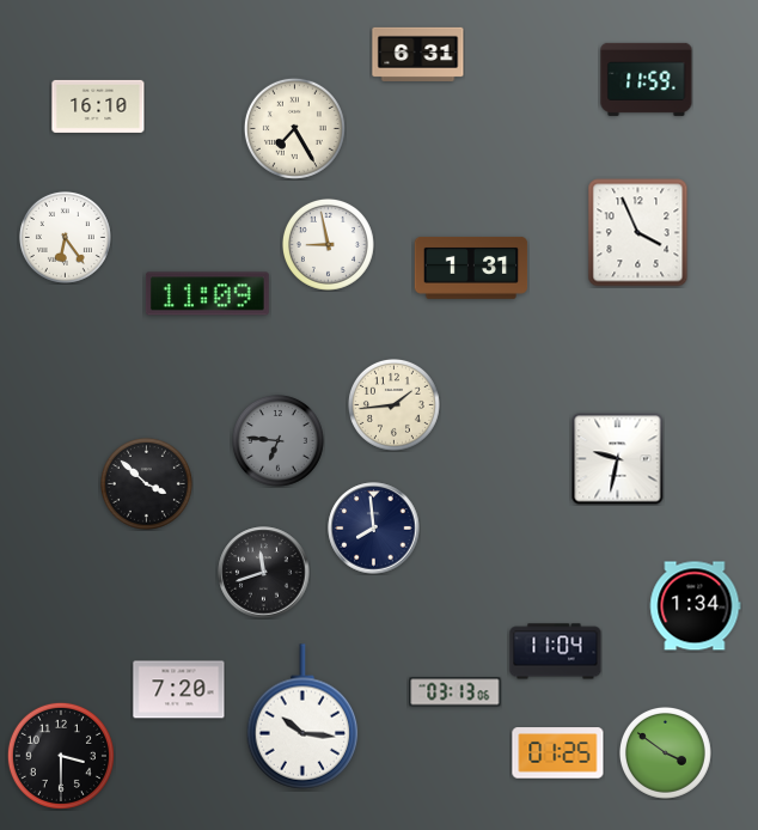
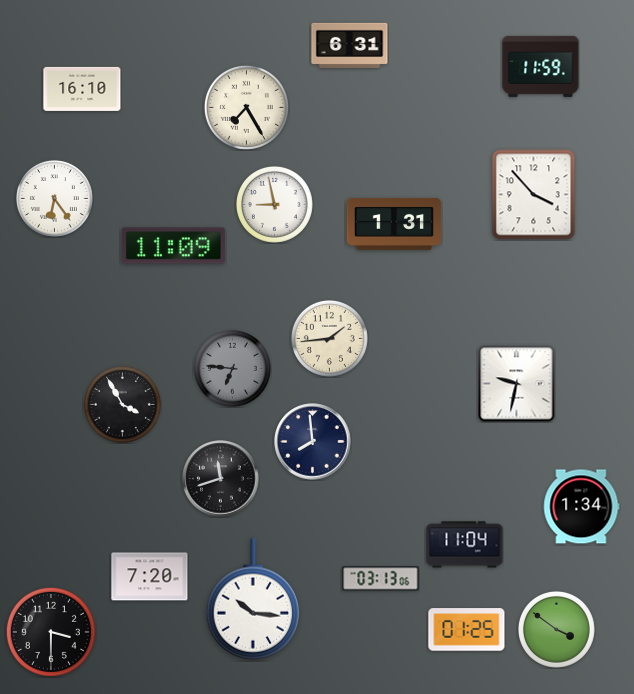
clock at (638, 233): 3:56 -> 3:53
clock at (146, 483): 3:52 -> 3:55
